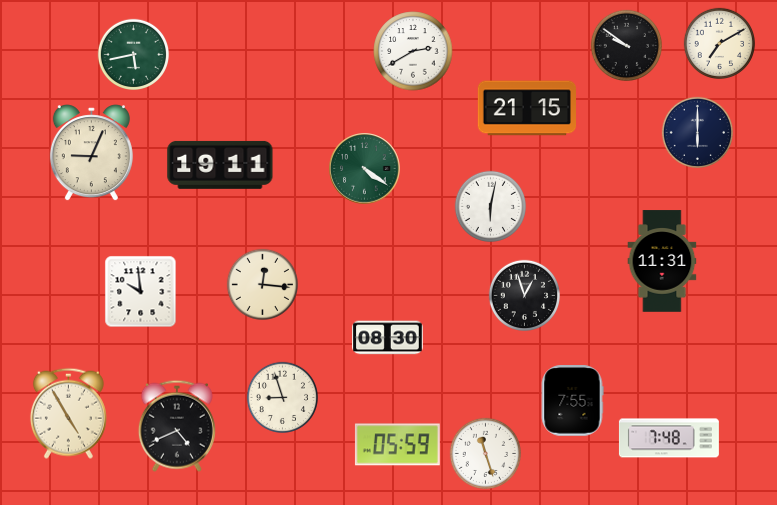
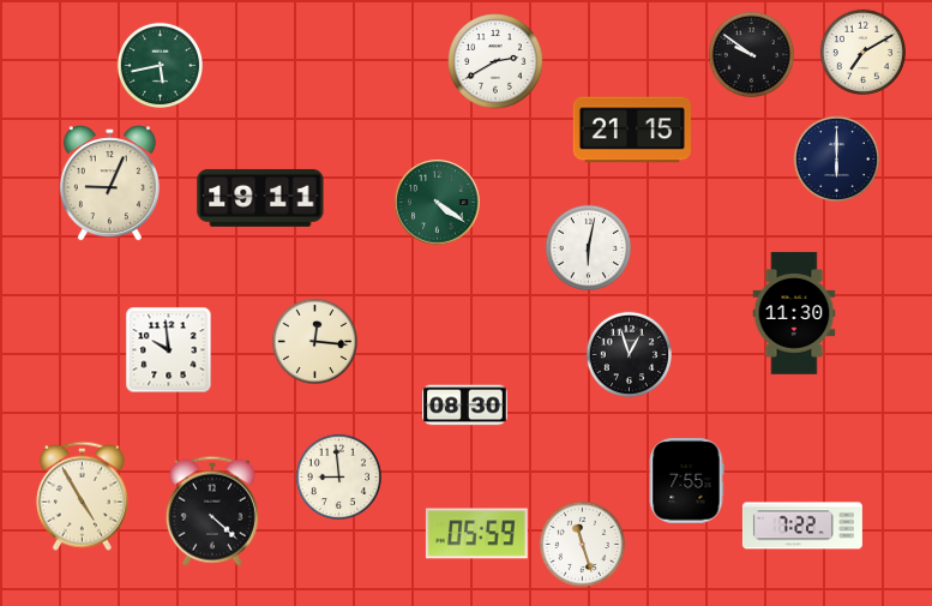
clock at (220, 165) position: (220, 165) -> (260, 198)
clock at (662, 261): 11:31 -> 11:30
clock at (282, 397): 8:57 -> 8:59
clock at (177, 426): 4:41 -> 4:22
clock at (669, 438): 7:48 -> 7:22
